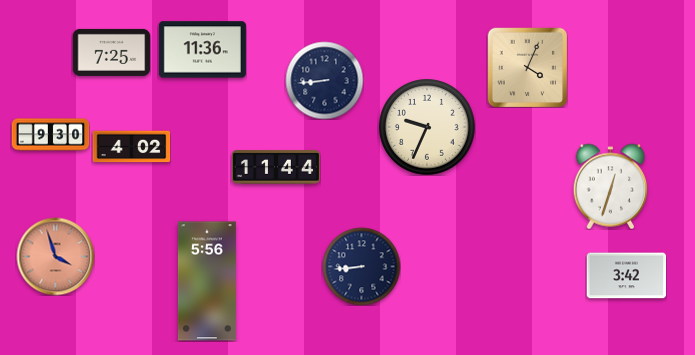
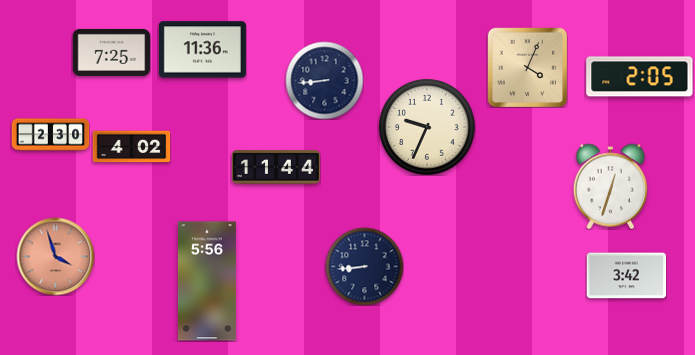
clock at (640, 77): none -> 2:05
clock at (50, 135): 9:30 -> 2:30
clock at (361, 266) position: (361, 266) -> (364, 266)
